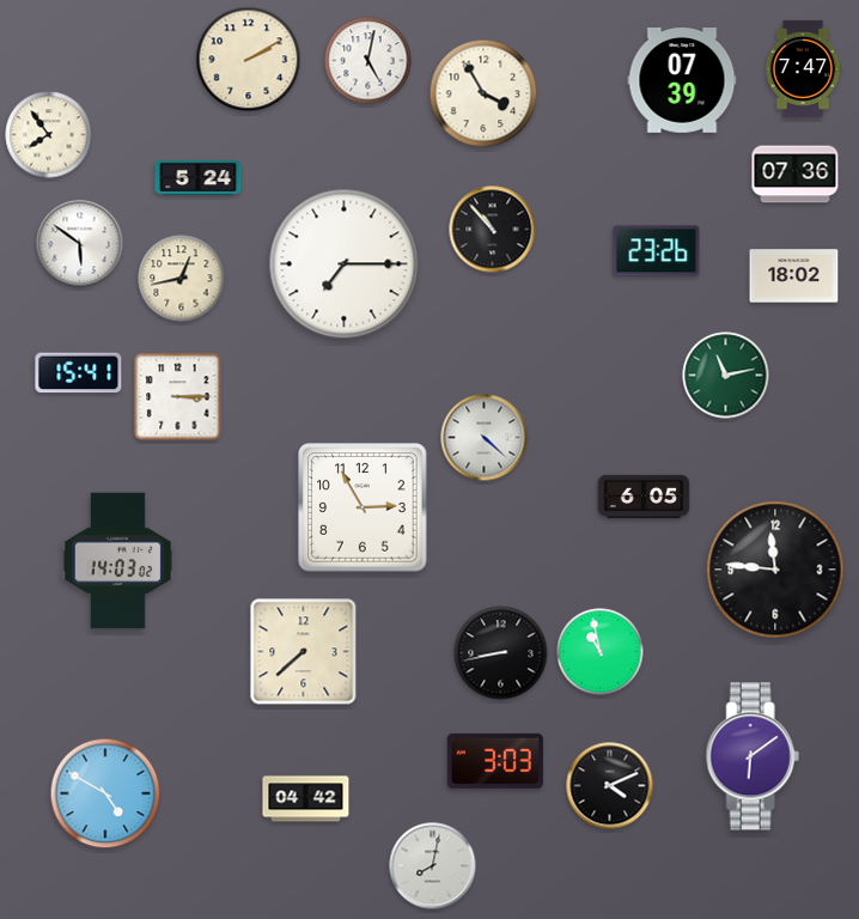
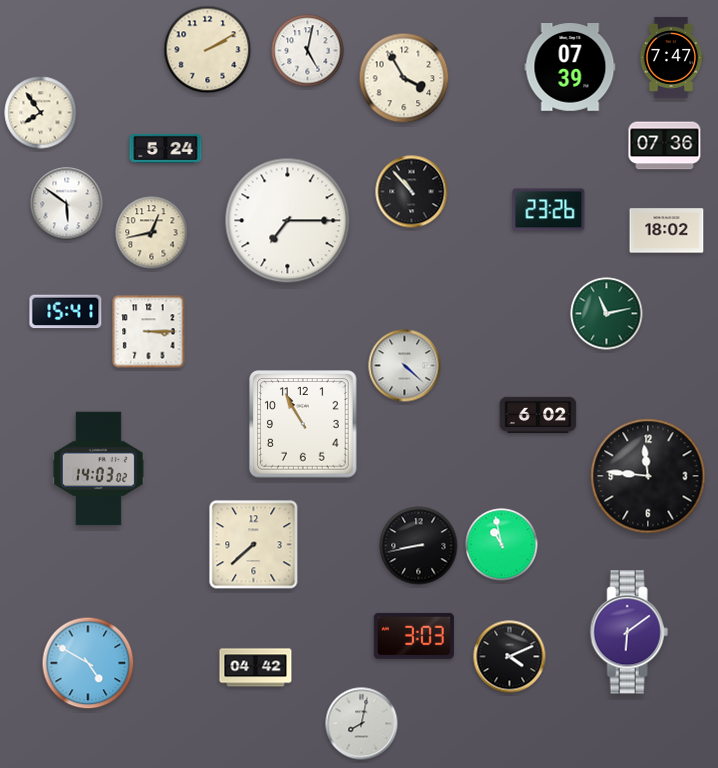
clock at (794, 276) position: (794, 276) -> (667, 231)
clock at (644, 495): 6:05 -> 6:02
clock at (363, 507): 2:55 -> 10:55
